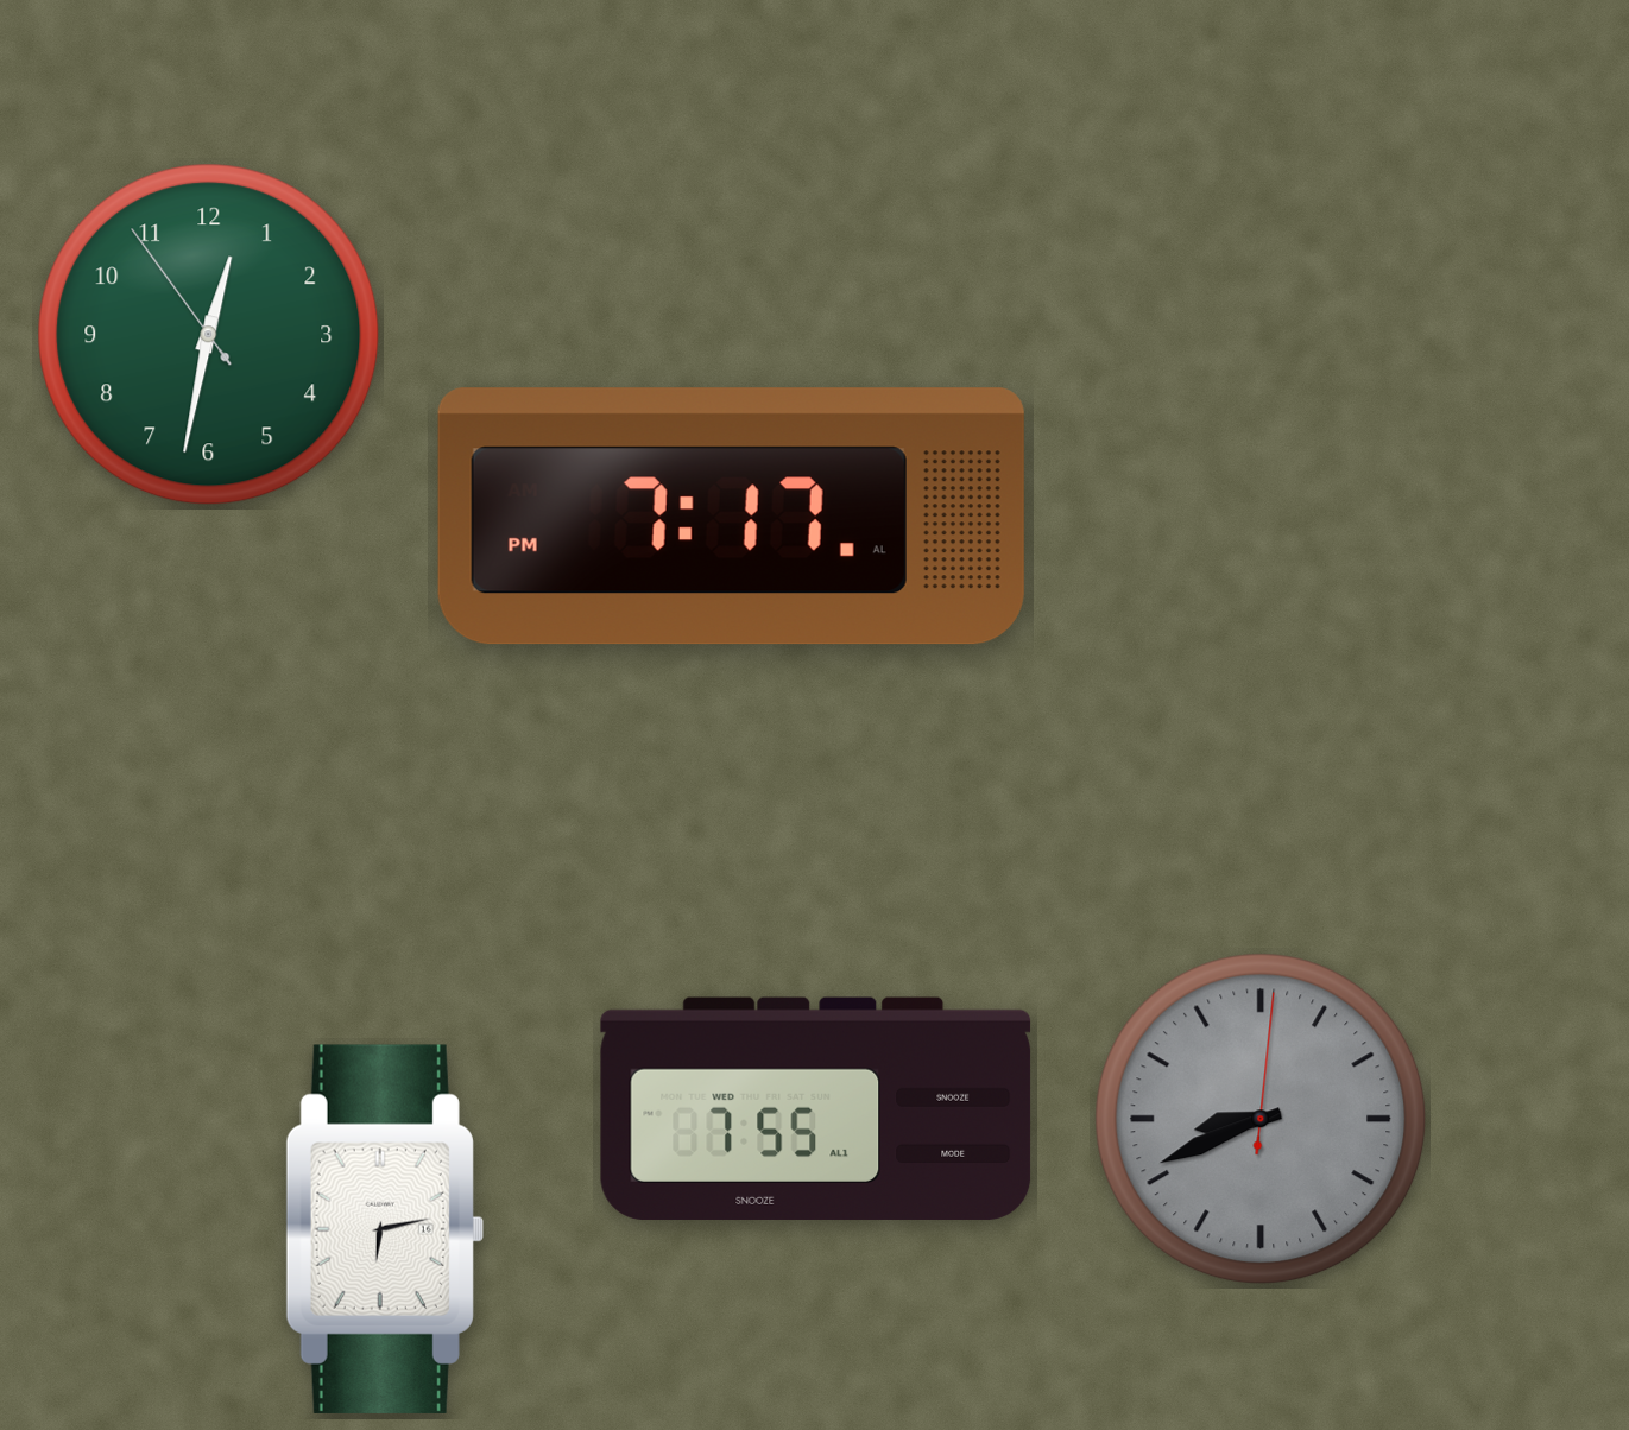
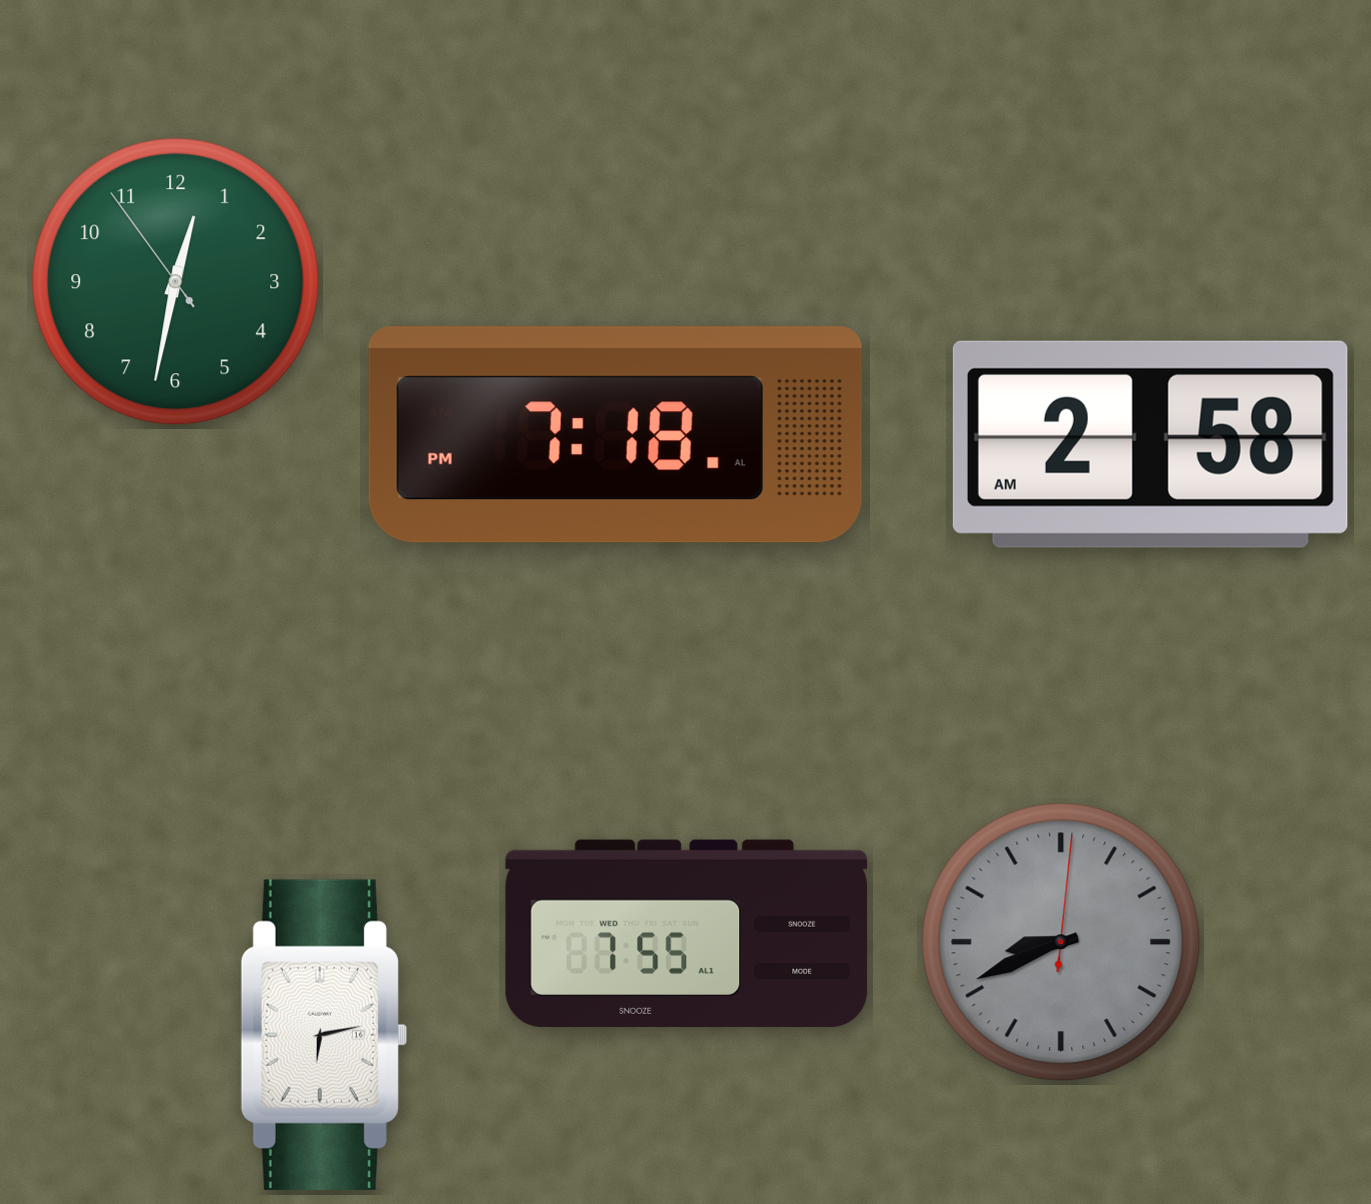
clock at (731, 517): 7:17 -> 7:18
clock at (1150, 444): none -> 2:58
